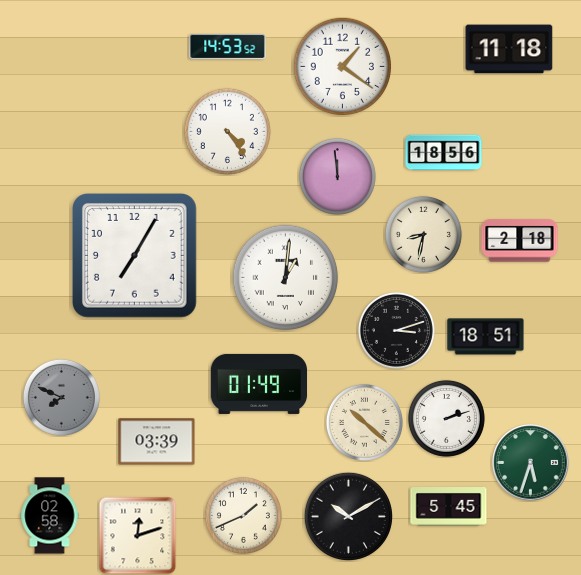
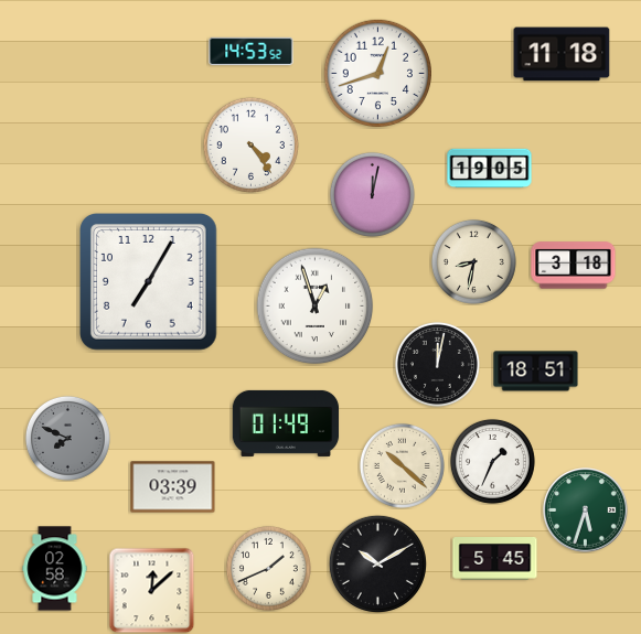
clock at (342, 66): 1:21 -> 12:42
clock at (444, 153): 18:56 -> 19:05
clock at (337, 176): 11:59 -> 12:02
clock at (423, 234) position: (423, 234) -> (473, 261)
clock at (520, 241): 2:18 -> 3:18
clock at (286, 278): 1:01 -> 12:57
clock at (396, 330): 3:12 -> 12:02
clock at (446, 418): 2:12 -> 1:34
clock at (348, 516) position: (348, 516) -> (377, 563)
clock at (137, 535): 12:12 -> 12:08
